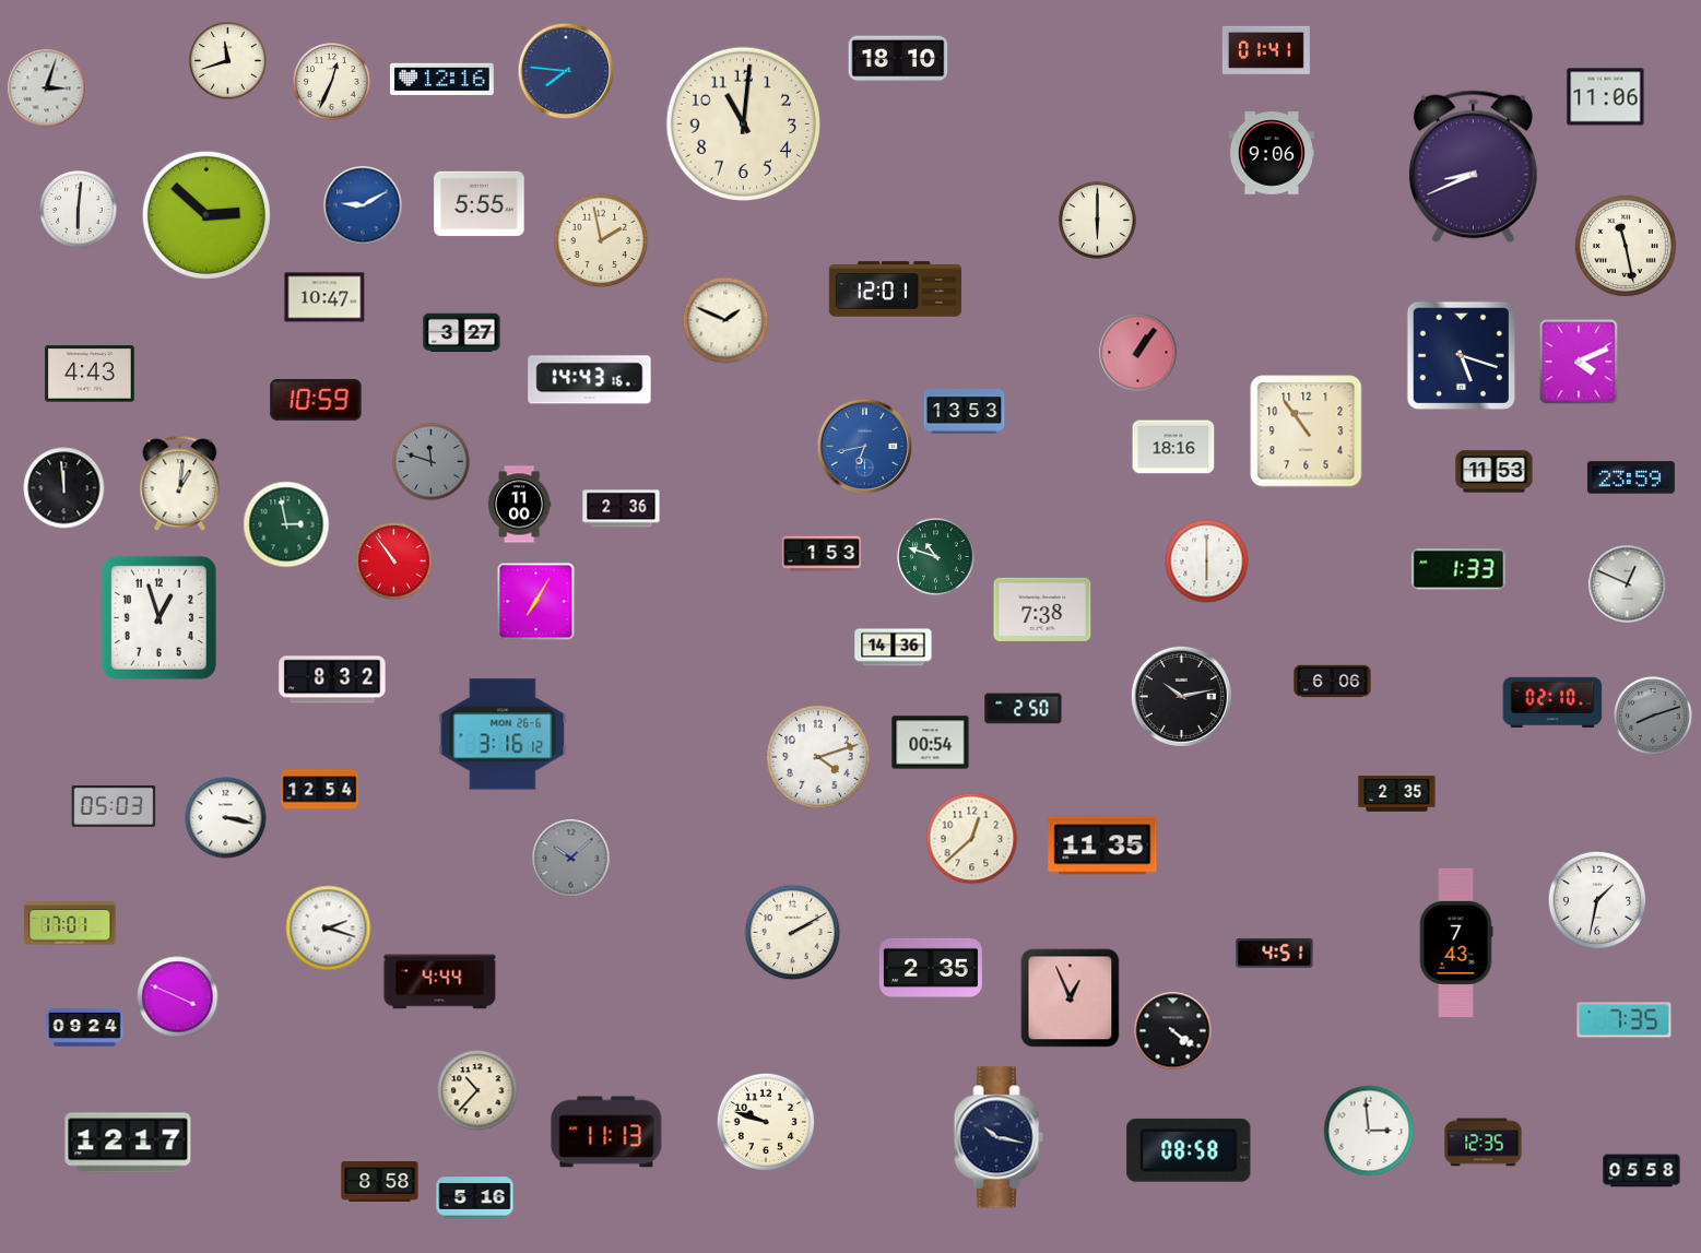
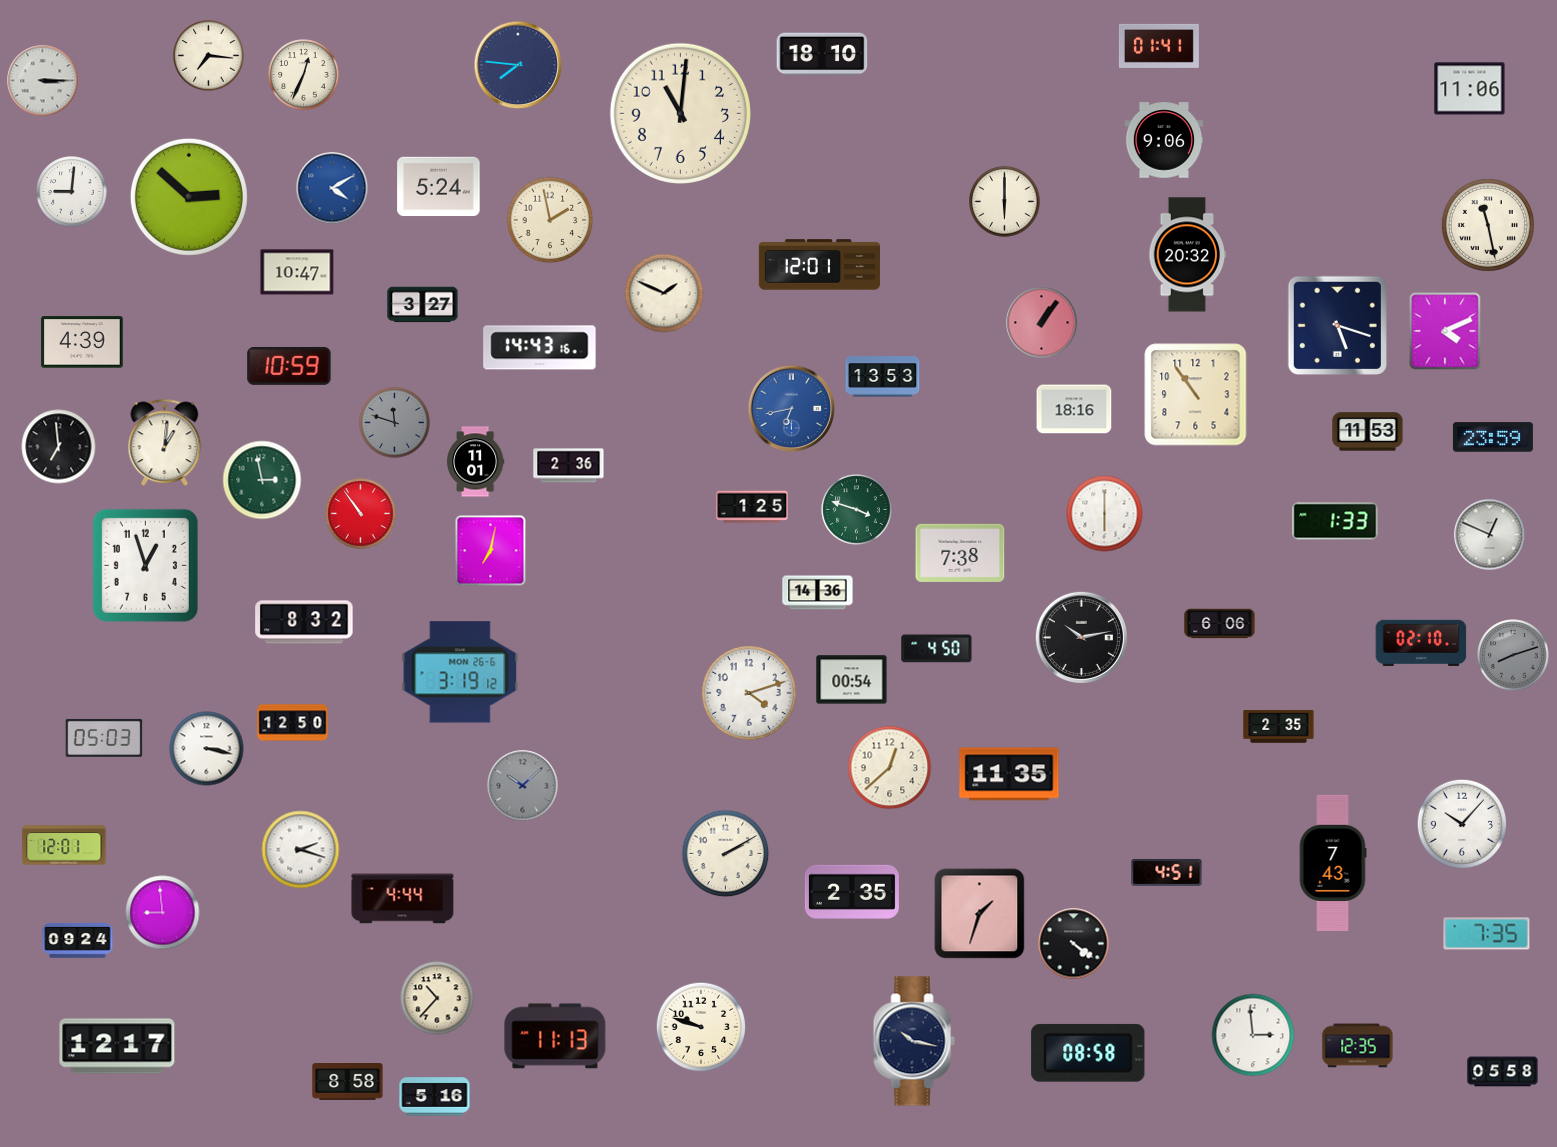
clock at (228, 61): 11:42 -> 7:16
clock at (441, 79): 12:16 -> none
clock at (47, 88): 3:03 -> 3:15
clock at (1473, 167): 8:41 -> none
clock at (480, 204): 5:55 -> 5:24
clock at (363, 205): 9:10 -> 4:10
clock at (79, 210): 6:01 -> 9:01
clock at (1188, 255): none -> 20:32
clock at (90, 374): 4:43 -> 4:39
clock at (64, 488): 11:59 -> 6:59
clock at (519, 505): 11:00 -> 11:01
clock at (822, 554): 1:53 -> 1:25
clock at (936, 557): 10:48 -> 3:48
clock at (536, 602): 7:05 -> 7:02
clock at (1042, 610) position: (1042, 610) -> (960, 553)
clock at (1024, 709): 2:50 -> 4:50
clock at (503, 734): 3:16 -> 3:19
clock at (320, 790): 12:54 -> 12:50
clock at (1597, 900): 1:32 -> 10:07
clock at (70, 923): 17:01 -> 12:01
clock at (931, 968) position: (931, 968) -> (852, 892)
clock at (178, 997): 3:49 -> 8:59
clock at (1071, 998): 12:56 -> 1:33
